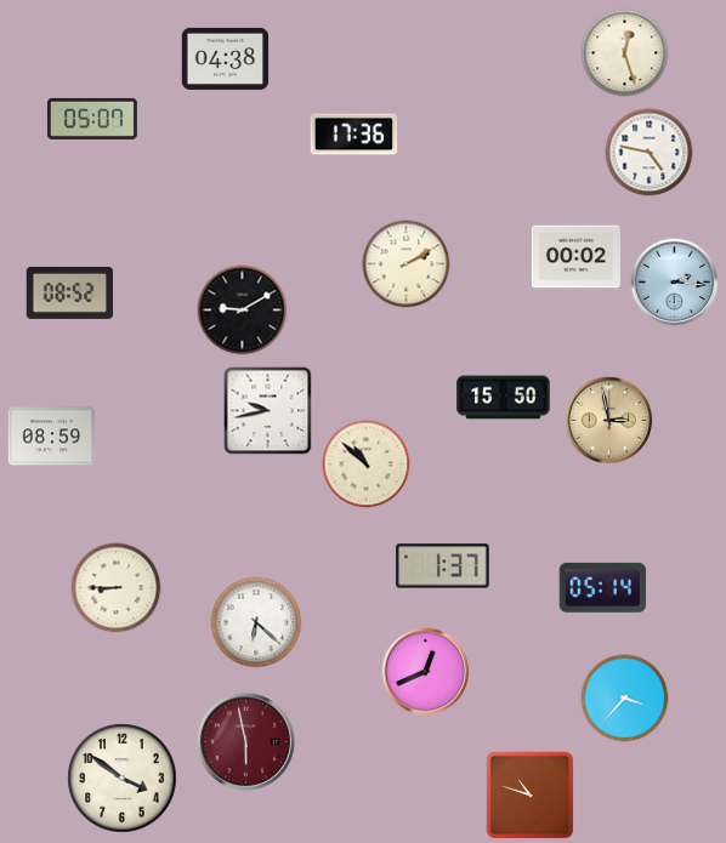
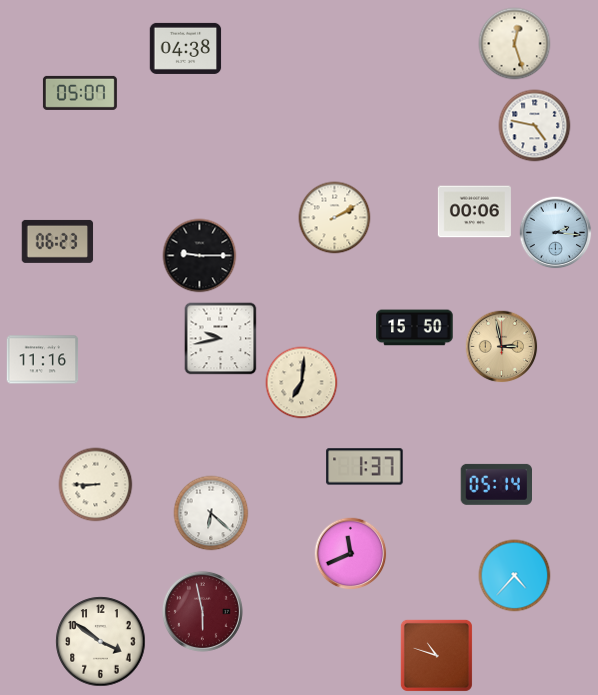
clock at (92, 119) position: (92, 119) -> (80, 93)
clock at (355, 135): 17:36 -> none
clock at (575, 257): 00:02 -> 00:06
clock at (70, 292): 08:52 -> 06:23
clock at (243, 311): 9:10 -> 9:15
clock at (52, 437): 08:59 -> 11:16
clock at (367, 465): 10:52 -> 7:01
clock at (426, 672): 12:41 -> 11:41
clock at (625, 699): 3:37 -> 4:37
